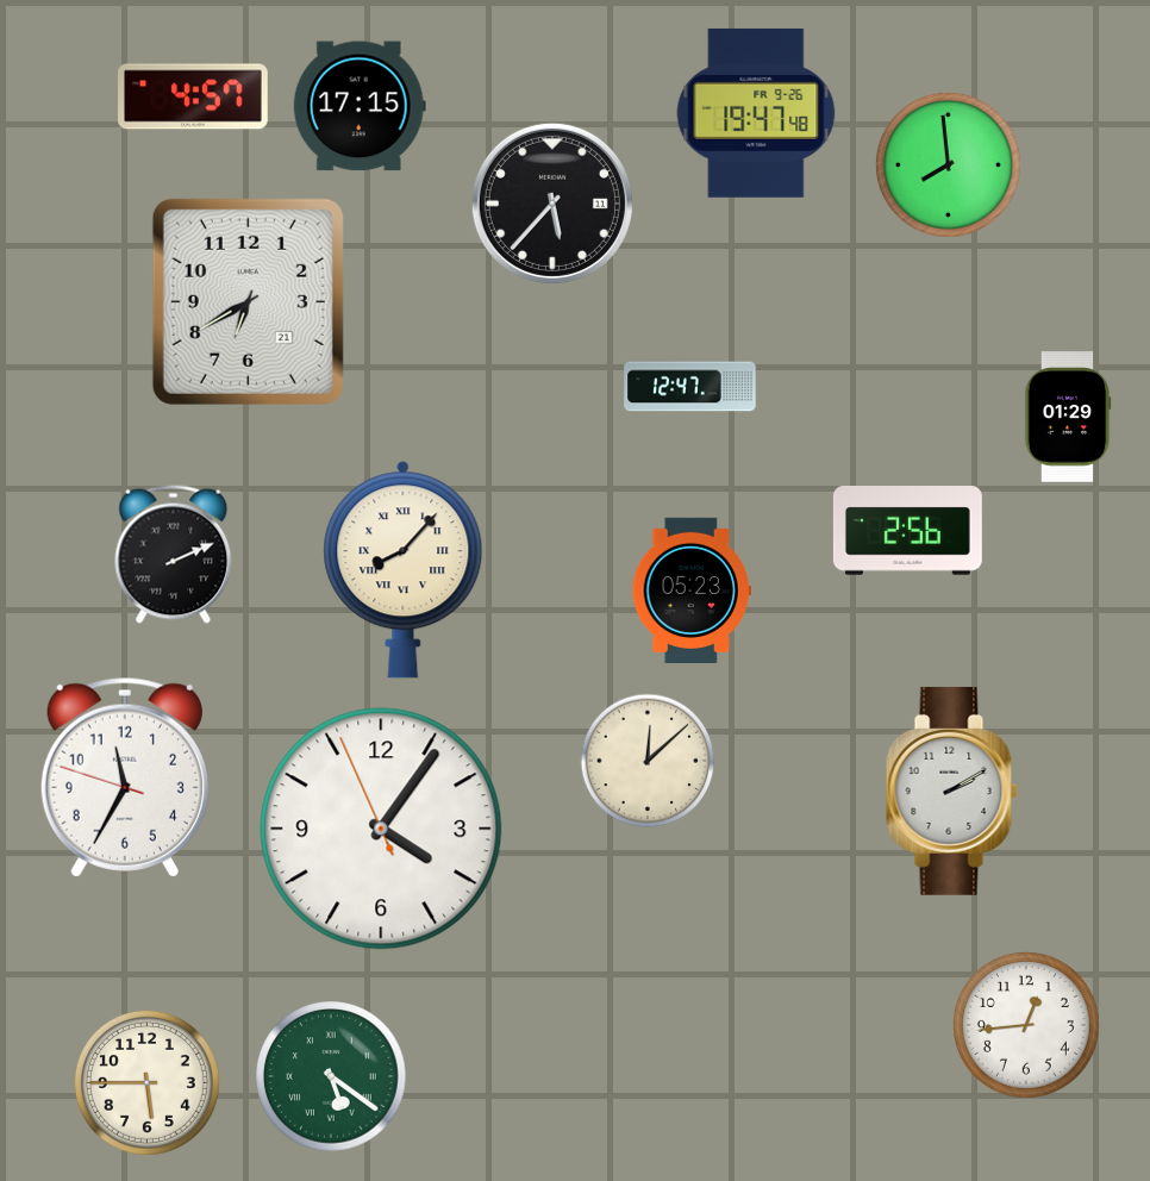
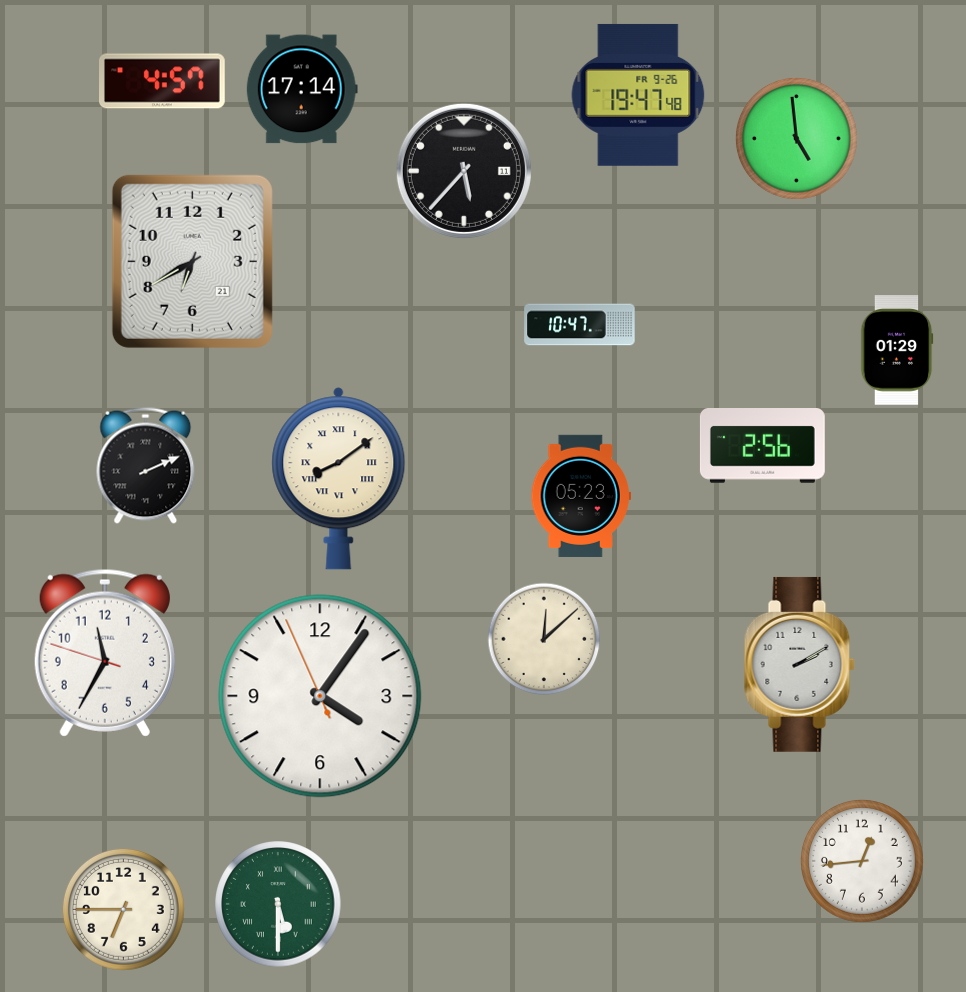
clock at (360, 106): 17:15 -> 17:14
clock at (756, 113) position: (756, 113) -> (638, 95)
clock at (948, 164): 7:59 -> 4:59
clock at (248, 301) position: (248, 301) -> (192, 261)
clock at (690, 387): 12:47 -> 10:47
clock at (404, 570): 8:07 -> 8:09
clock at (331, 1076): 5:21 -> 5:30
clock at (146, 1082): 5:45 -> 6:45
